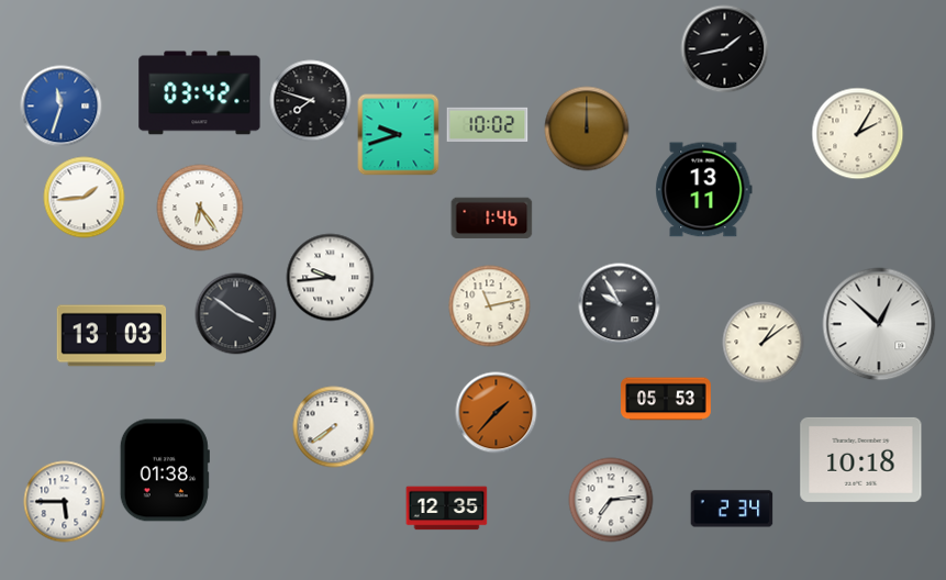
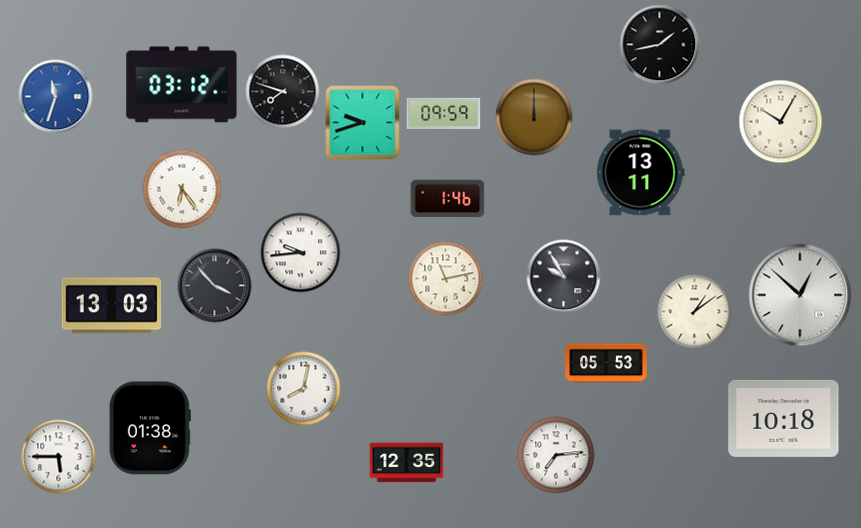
clock at (200, 93): 03:42 -> 03:12
clock at (488, 124): 10:02 -> 09:59
clock at (858, 134): 2:05 -> 10:05
clock at (85, 198): 1:44 -> none
clock at (236, 314): 3:51 -> 3:53
clock at (112, 336) position: (112, 336) -> (112, 306)
clock at (497, 413): 1:37 -> none
clock at (334, 427): 7:39 -> 8:02
clock at (732, 509): 2:34 -> none
